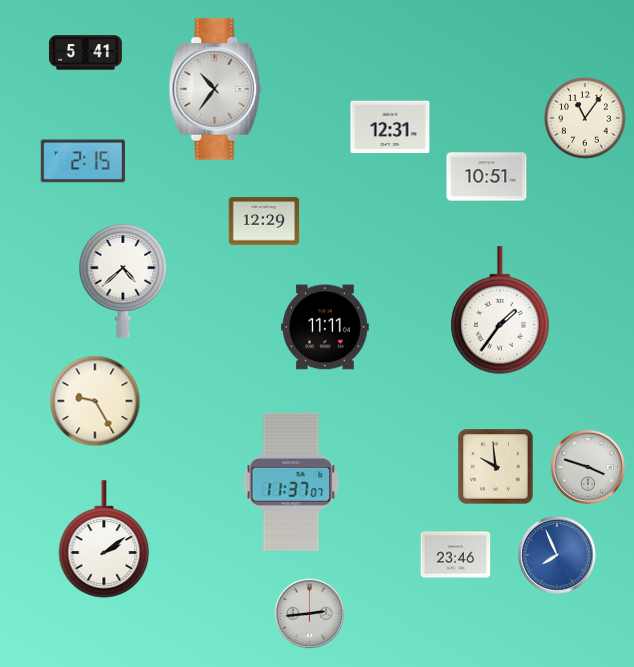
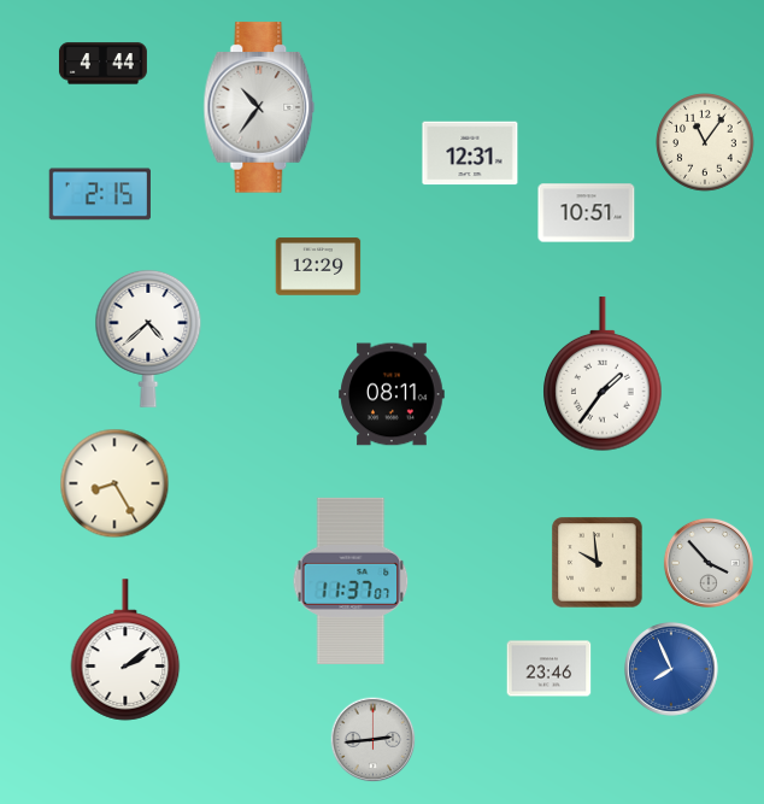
clock at (85, 53): 5:41 -> 4:44
clock at (325, 327): 11:11 -> 08:11
clock at (95, 401): 9:25 -> 8:25
clock at (588, 467): 3:48 -> 3:53
